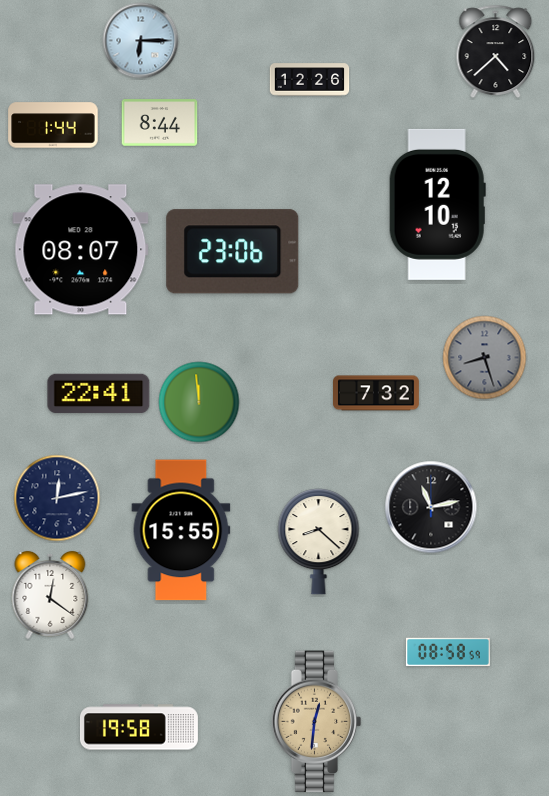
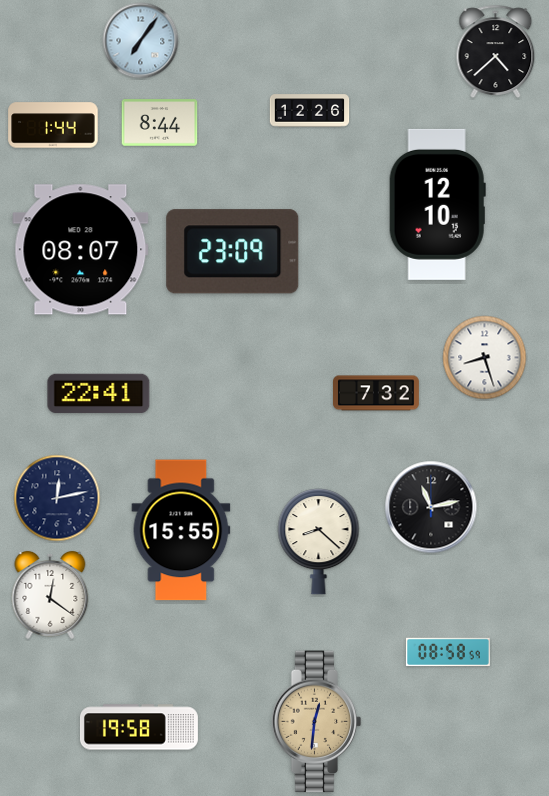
clock at (141, 41): 6:15 -> 7:06
clock at (310, 80) position: (310, 80) -> (310, 111)
clock at (233, 252): 23:06 -> 23:09
clock at (485, 358) dial: grey -> white
clock at (199, 402): 11:59 -> none
